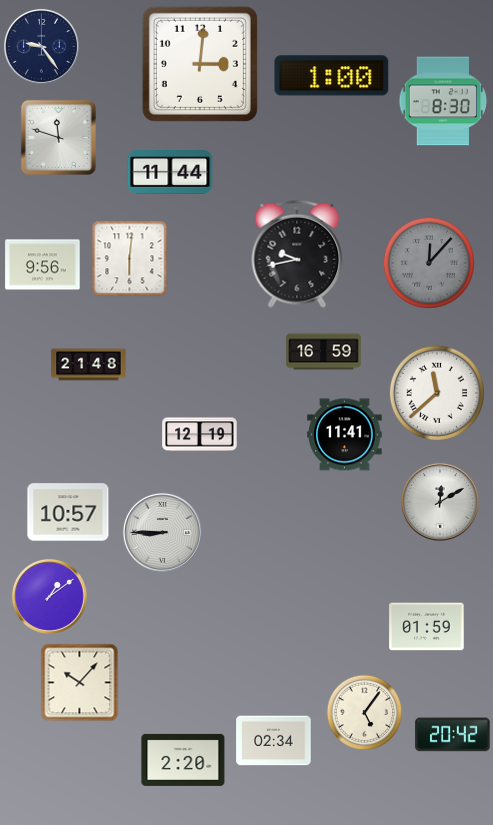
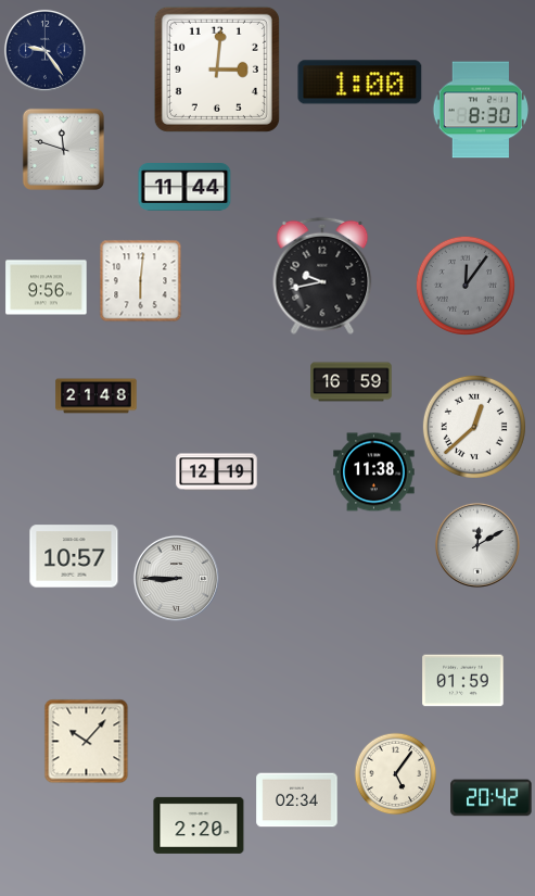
clock at (429, 263): 12:07 -> 12:06
clock at (437, 393): 11:38 -> 12:38
clock at (345, 435): 11:41 -> 11:38
clock at (49, 596): 1:09 -> none
clock at (274, 741) position: (274, 741) -> (297, 800)
